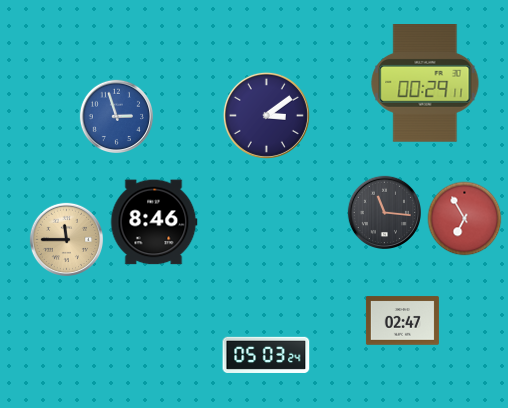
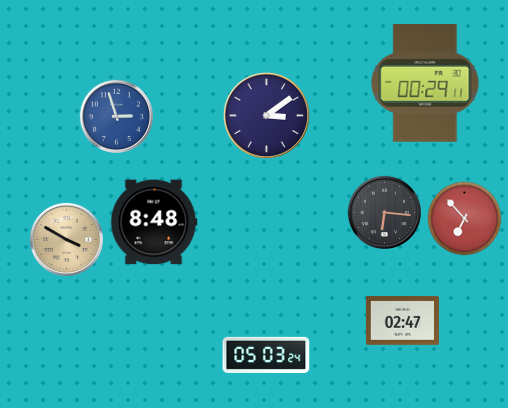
clock at (384, 212): 11:16 -> 6:16
clock at (465, 219): 6:55 -> 6:53
clock at (154, 222): 8:46 -> 8:48
clock at (66, 239): 11:45 -> 3:50
